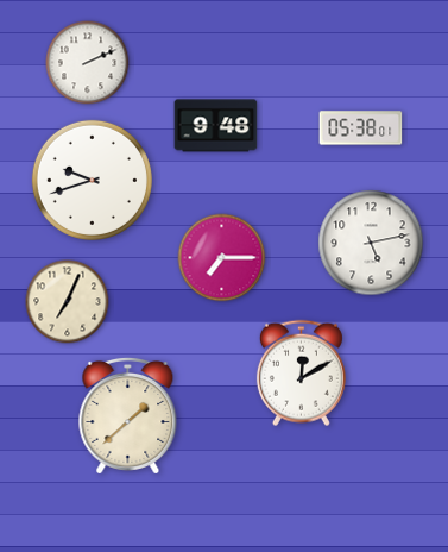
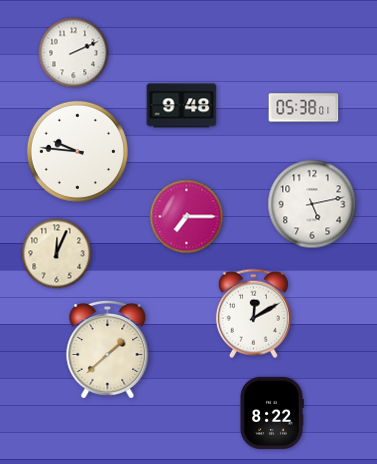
clock at (92, 180): 9:42 -> 9:46
clock at (68, 302): 7:04 -> 12:04
clock at (272, 413): none -> 8:22
